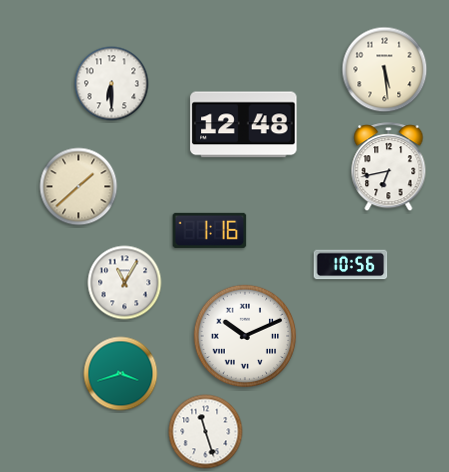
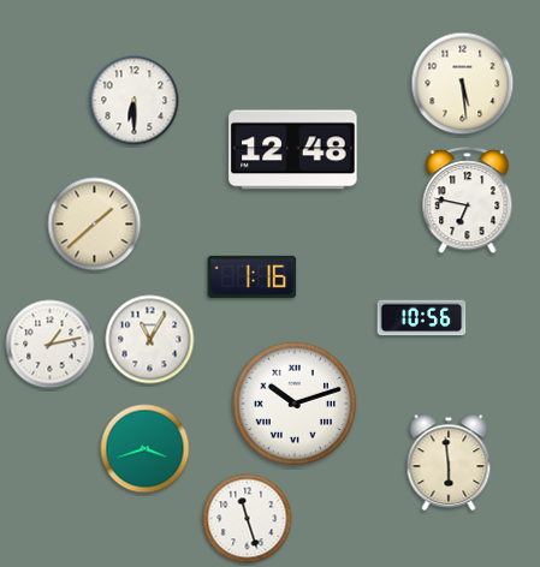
clock at (389, 167): 6:43 -> 6:47
clock at (51, 345): none -> 1:13
clock at (245, 336): 10:11 -> 10:12
clock at (449, 462): none -> 5:59
